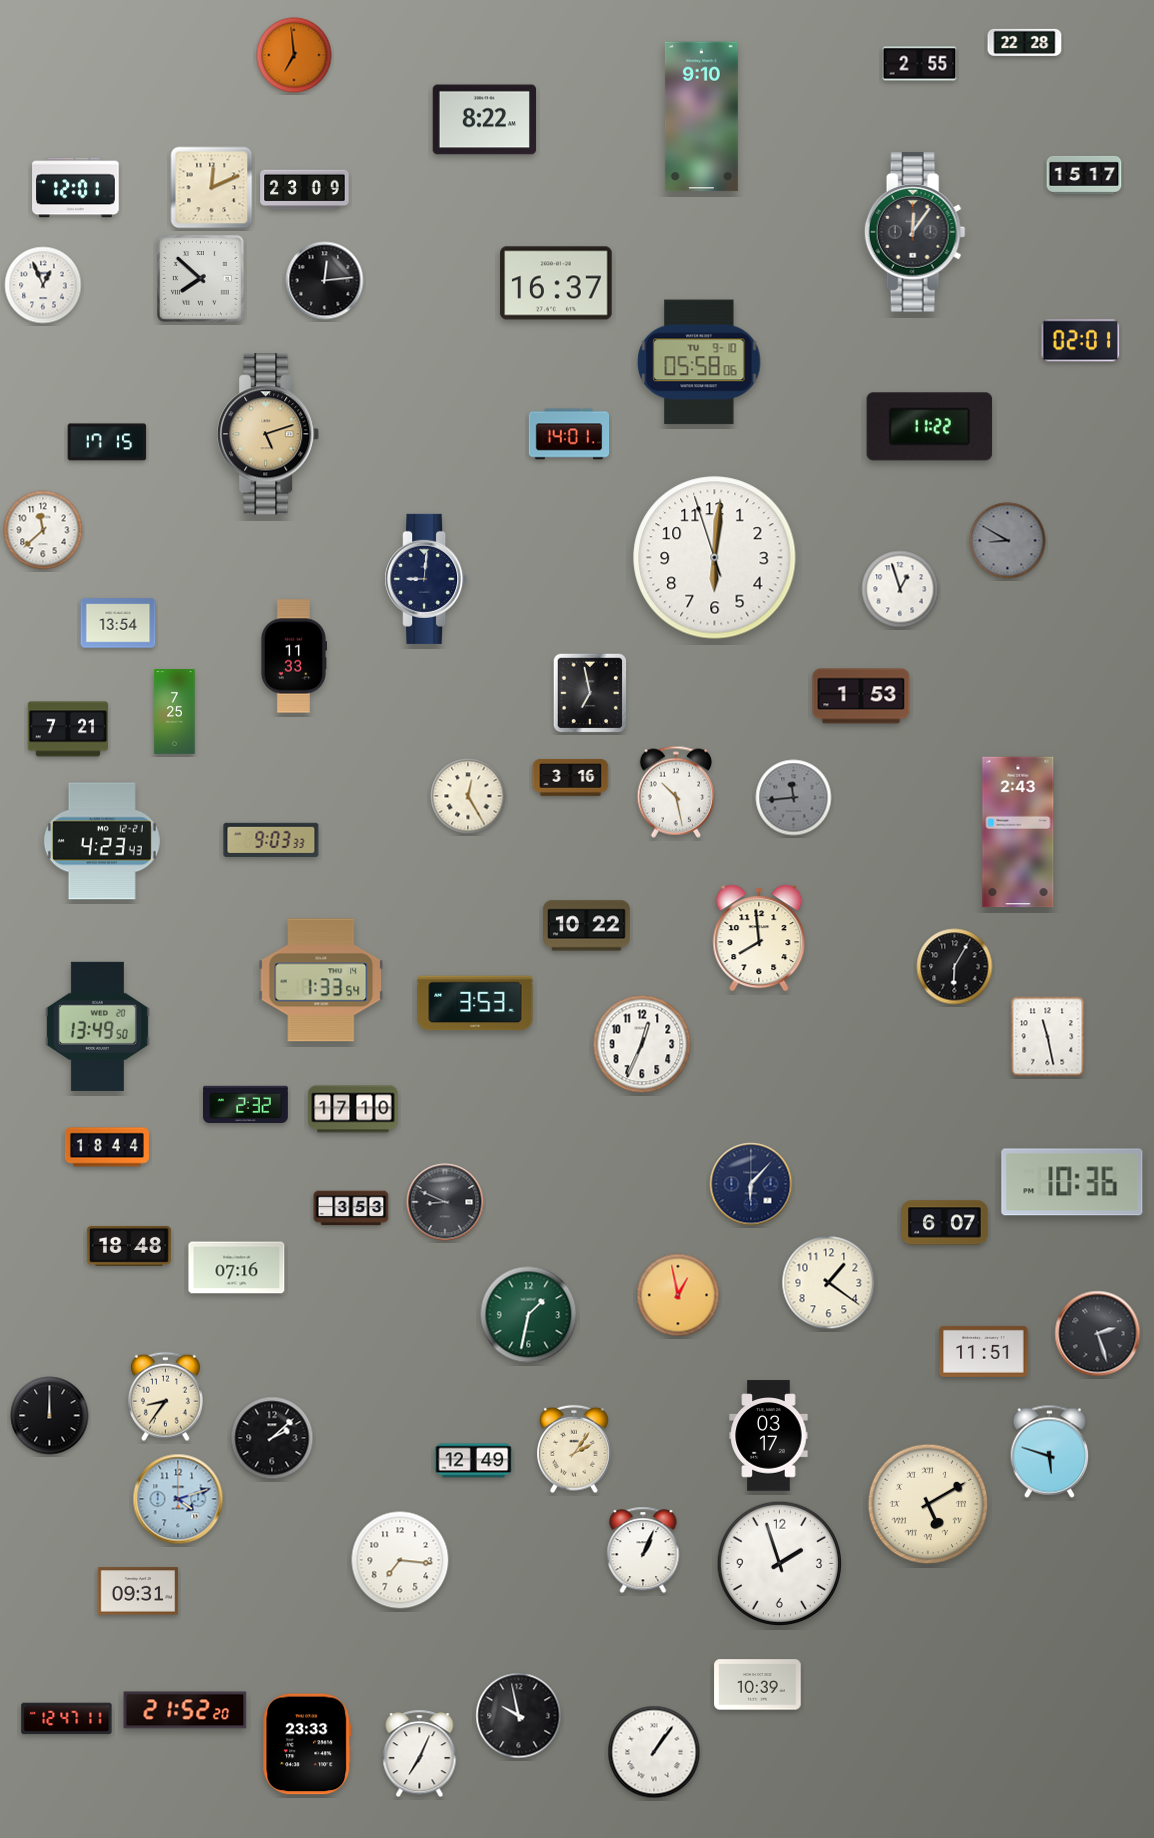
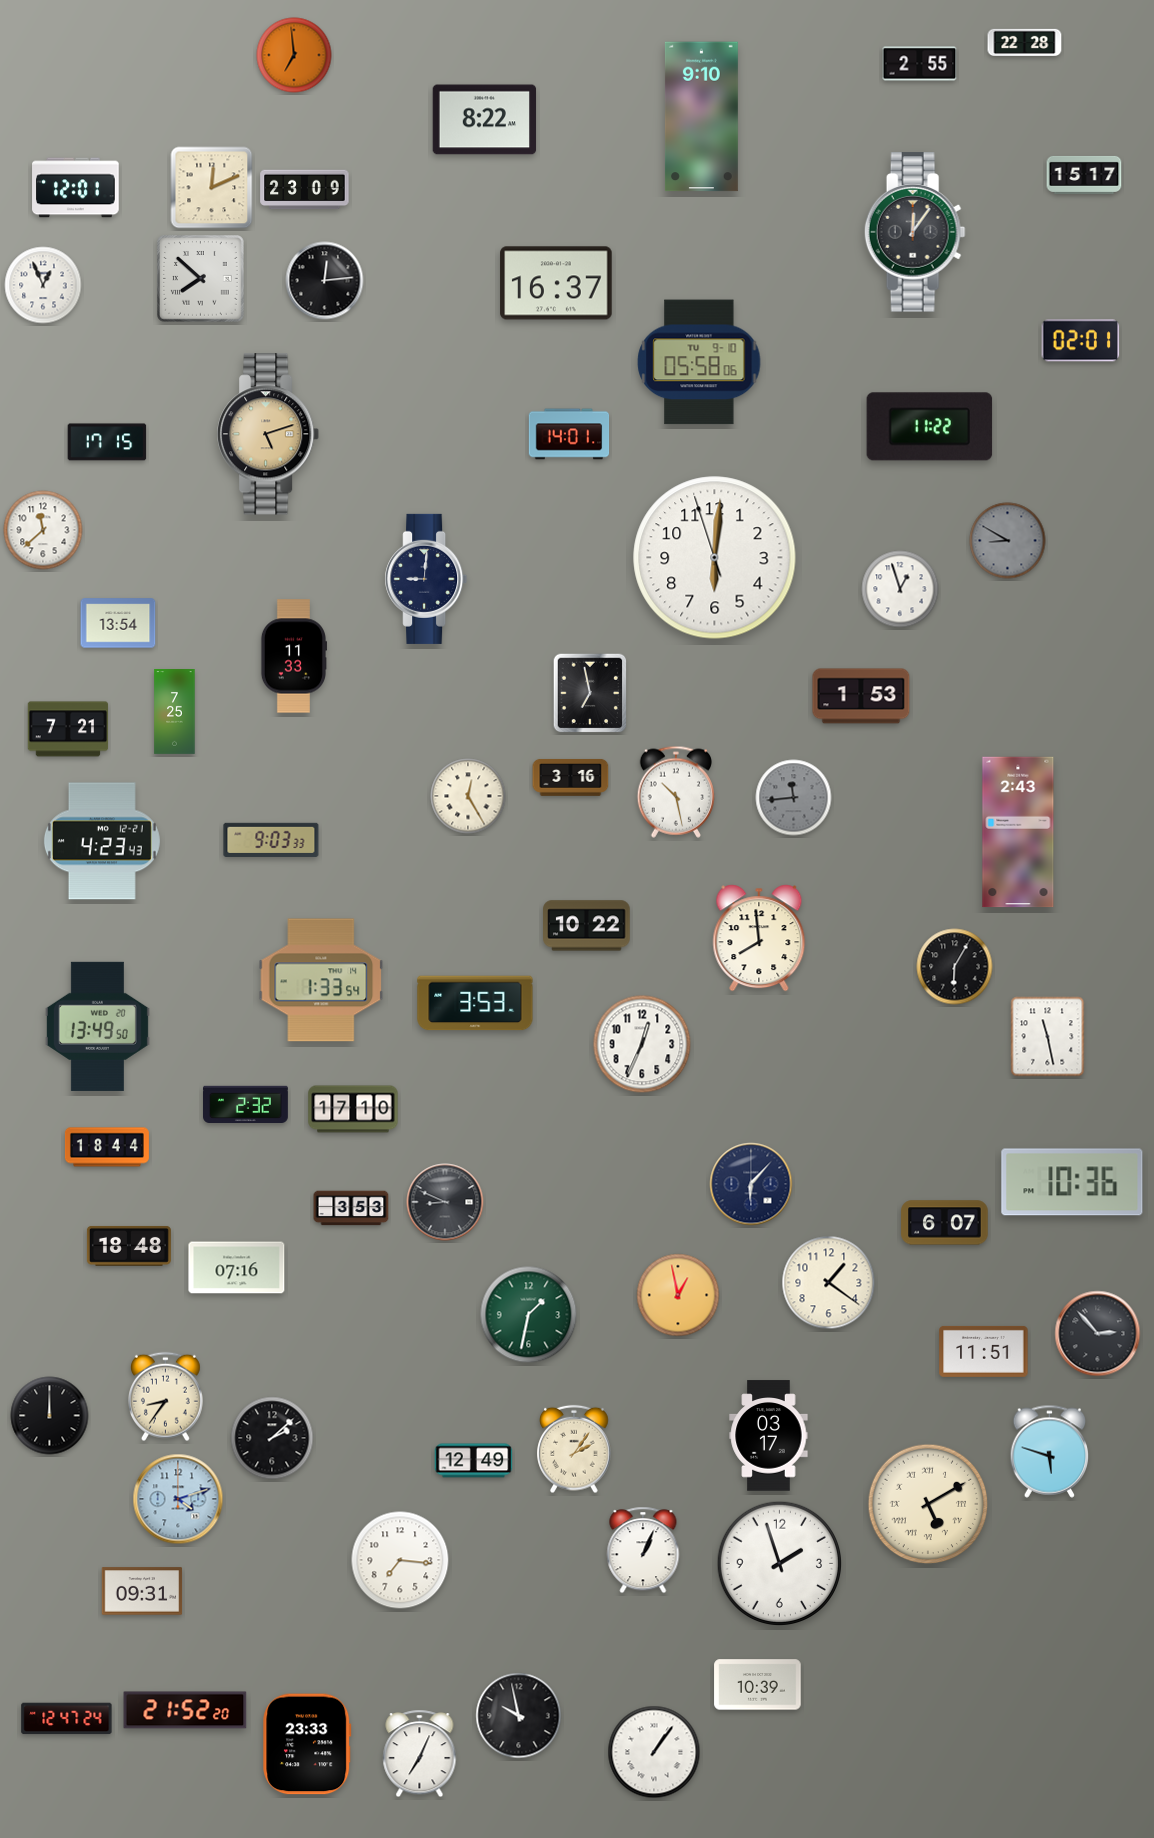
clock at (1098, 1334): 2:27 -> 2:53
clock at (138, 1591) position: (138, 1591) -> (142, 1591)
clock at (67, 1719): 12:47:11 -> 12:47:24
